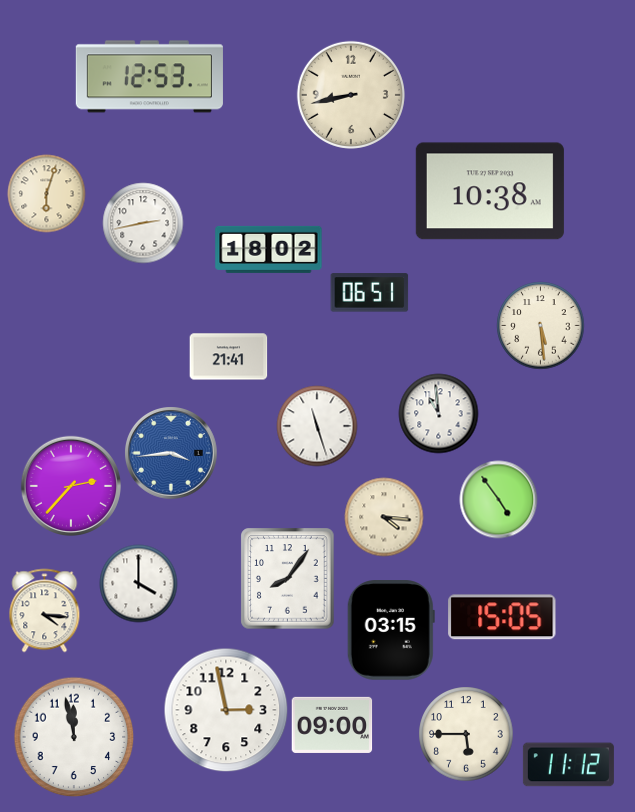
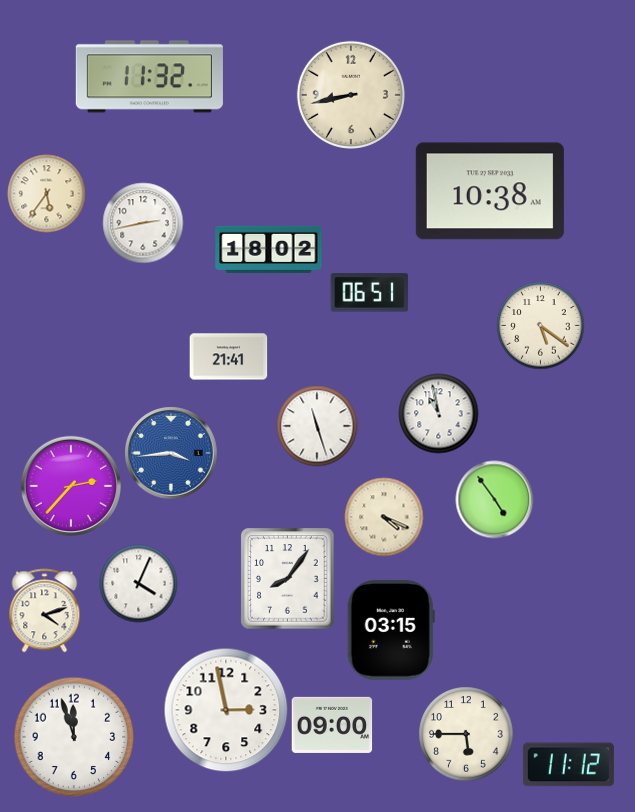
clock at (149, 77): 12:53 -> 11:32
clock at (46, 193): 6:03 -> 5:36
clock at (540, 325): 5:29 -> 5:21
clock at (438, 413): 10:59 -> 10:58
clock at (498, 499) position: (498, 499) -> (494, 499)
clock at (384, 517): 4:16 -> 4:19
clock at (138, 583): 4:00 -> 4:04
clock at (45, 610): 4:16 -> 4:12
clock at (502, 617): 15:05 -> none
clock at (74, 737): 11:58 -> 11:57
